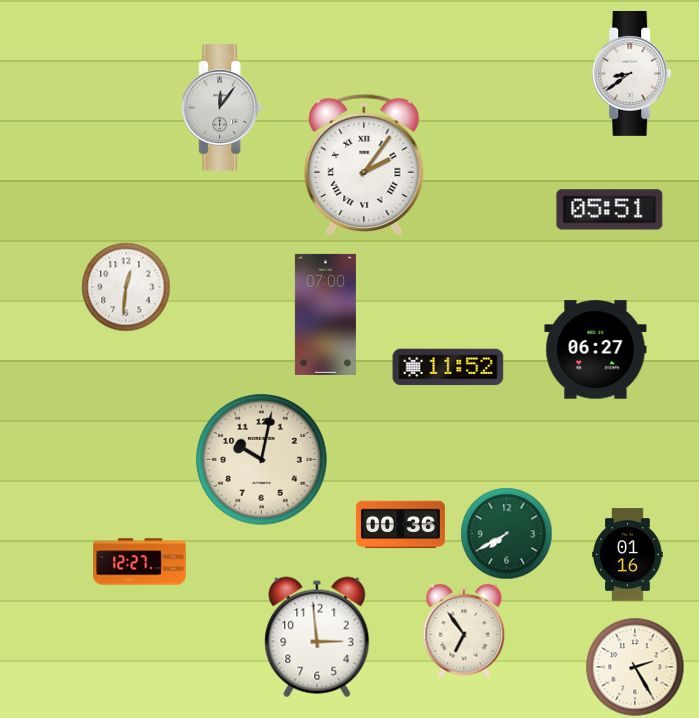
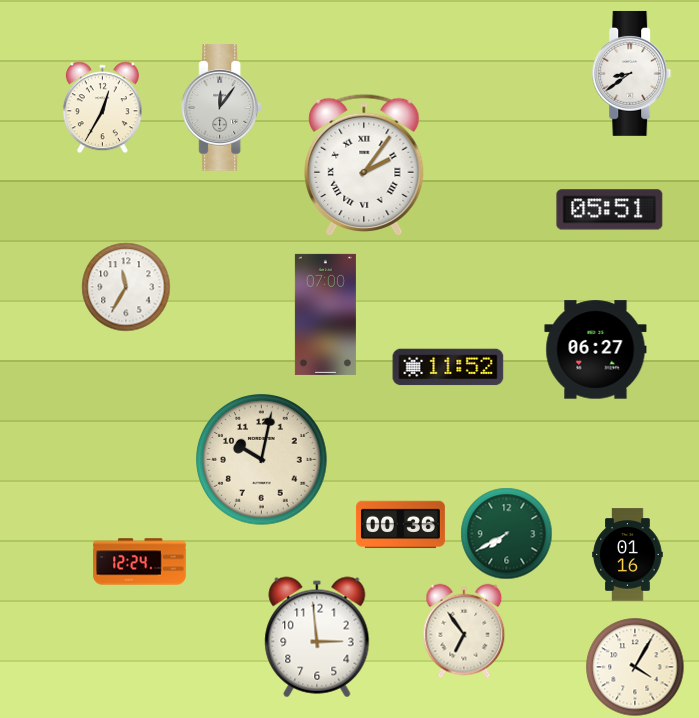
clock at (102, 108): none -> 12:35
clock at (126, 287): 12:31 -> 11:35
clock at (140, 562): 12:27 -> 12:24
clock at (635, 667): 2:25 -> 4:05
